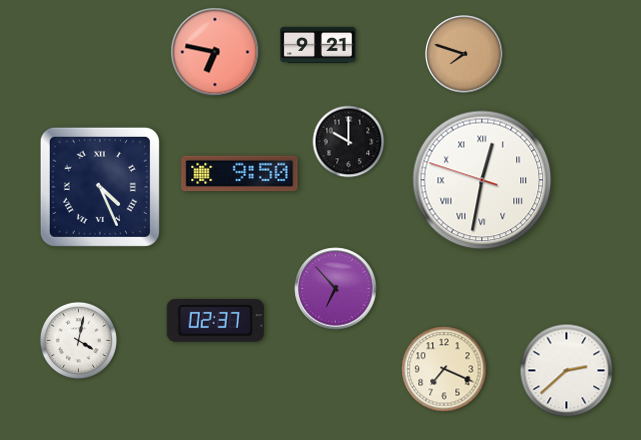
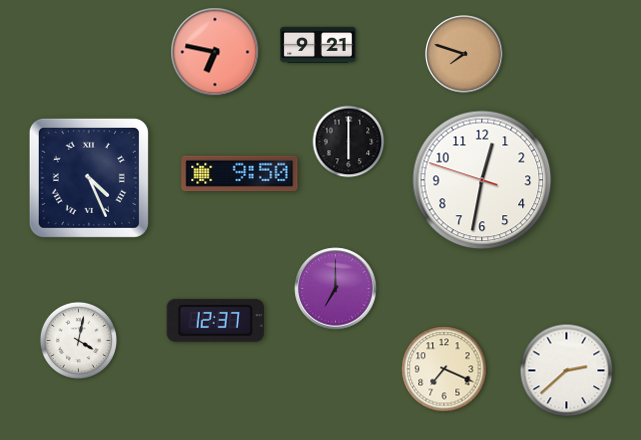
clock at (349, 142): 10:00 -> 6:00
clock at (482, 180) numerals: Roman -> Arabic
clock at (100, 187) position: (100, 187) -> (89, 178)
clock at (336, 289): 6:53 -> 7:00
clock at (215, 320): 02:37 -> 12:37
